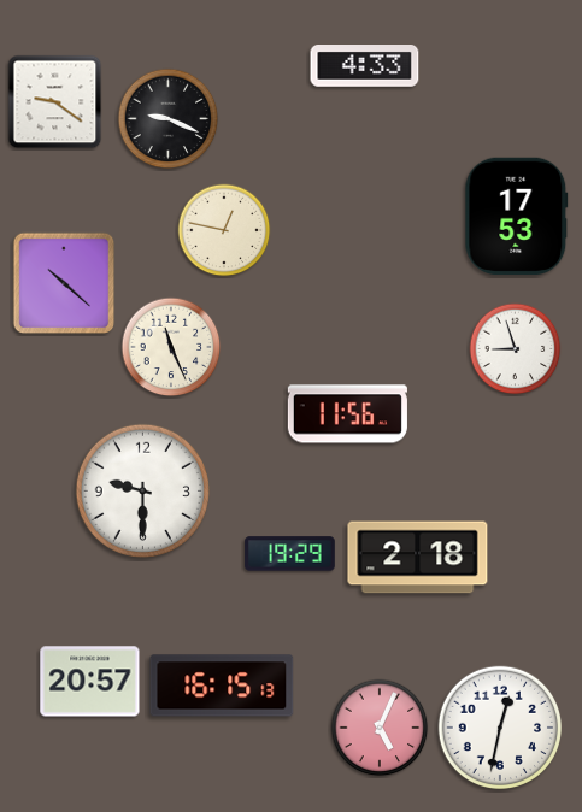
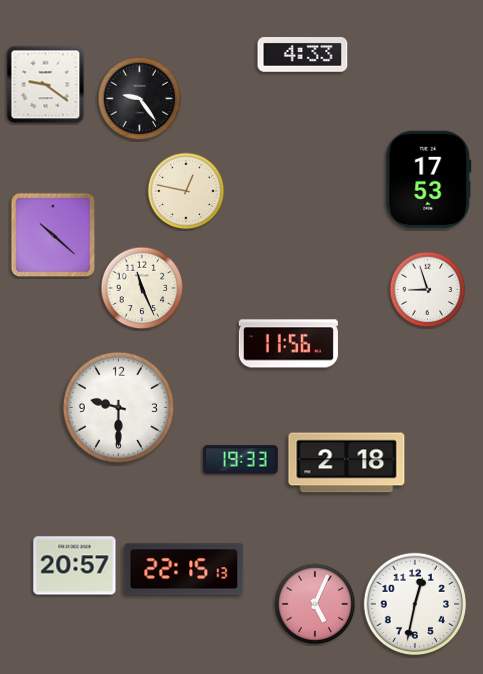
clock at (169, 119): 9:19 -> 9:24
clock at (290, 554): 19:29 -> 19:33
clock at (222, 686): 16:15 -> 22:15
